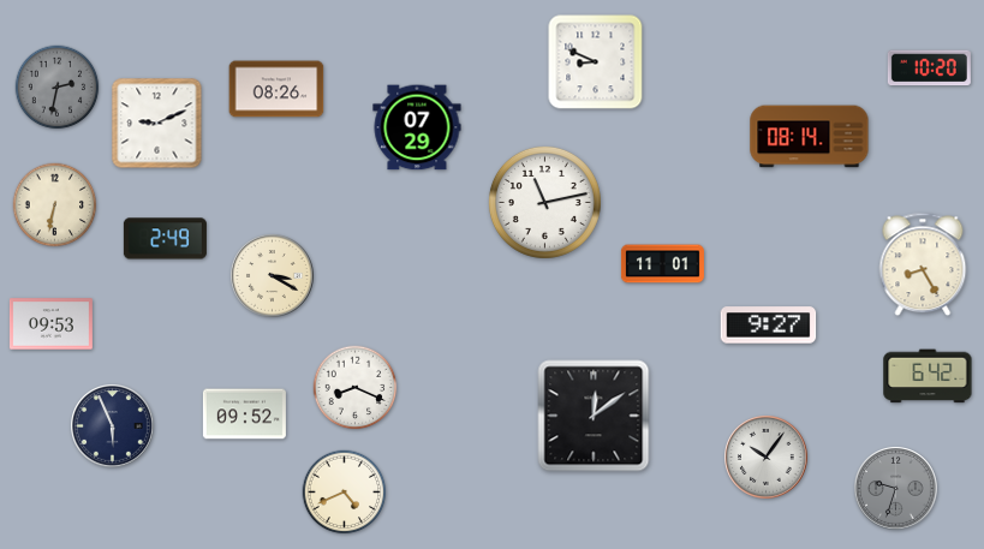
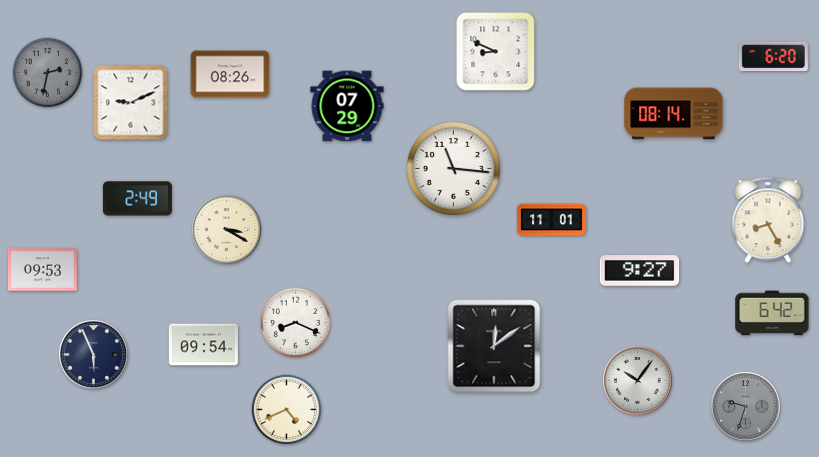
clock at (929, 68): 10:20 -> 6:20
clock at (544, 202): 11:13 -> 11:16
clock at (55, 205): 6:32 -> none
clock at (244, 414): 09:52 -> 09:54
